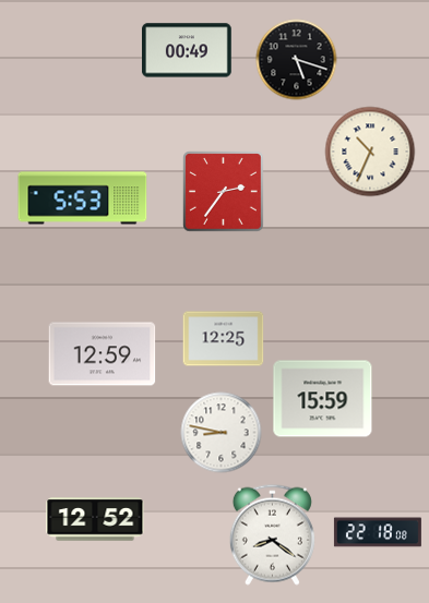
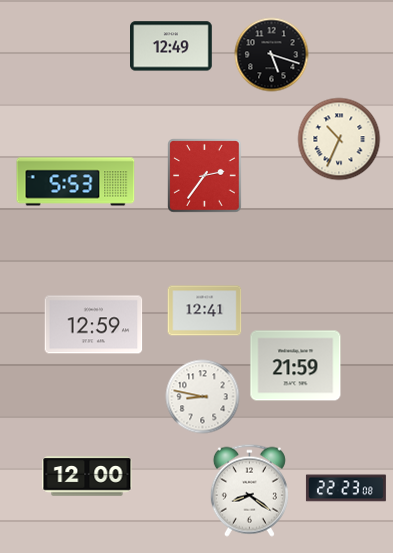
clock at (188, 50): 00:49 -> 12:49
clock at (224, 339): 12:25 -> 12:41
clock at (323, 399): 15:59 -> 21:59
clock at (95, 519): 12:52 -> 12:00
clock at (378, 532): 22:18 -> 22:23
